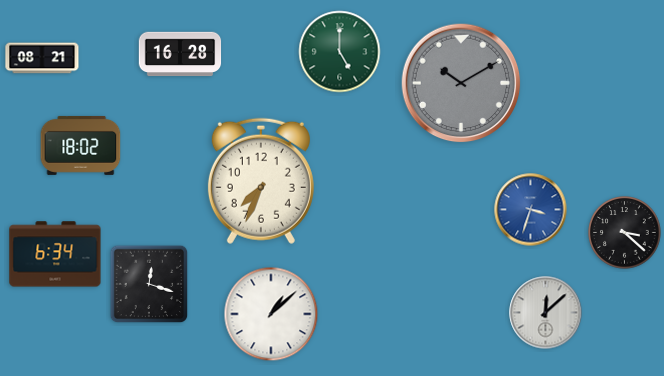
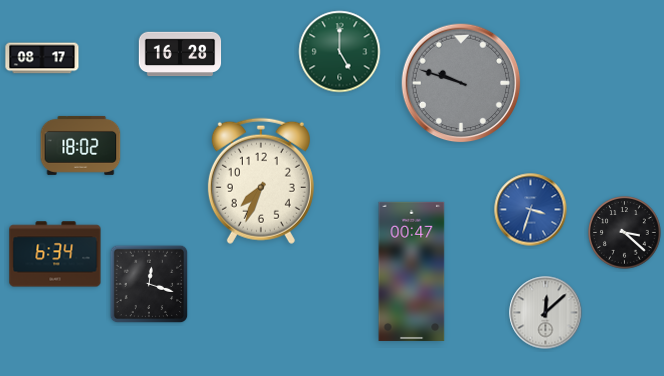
clock at (42, 58): 08:21 -> 08:17
clock at (461, 83): 10:10 -> 9:48
clock at (412, 271): none -> 00:47
clock at (271, 314): 1:08 -> none
